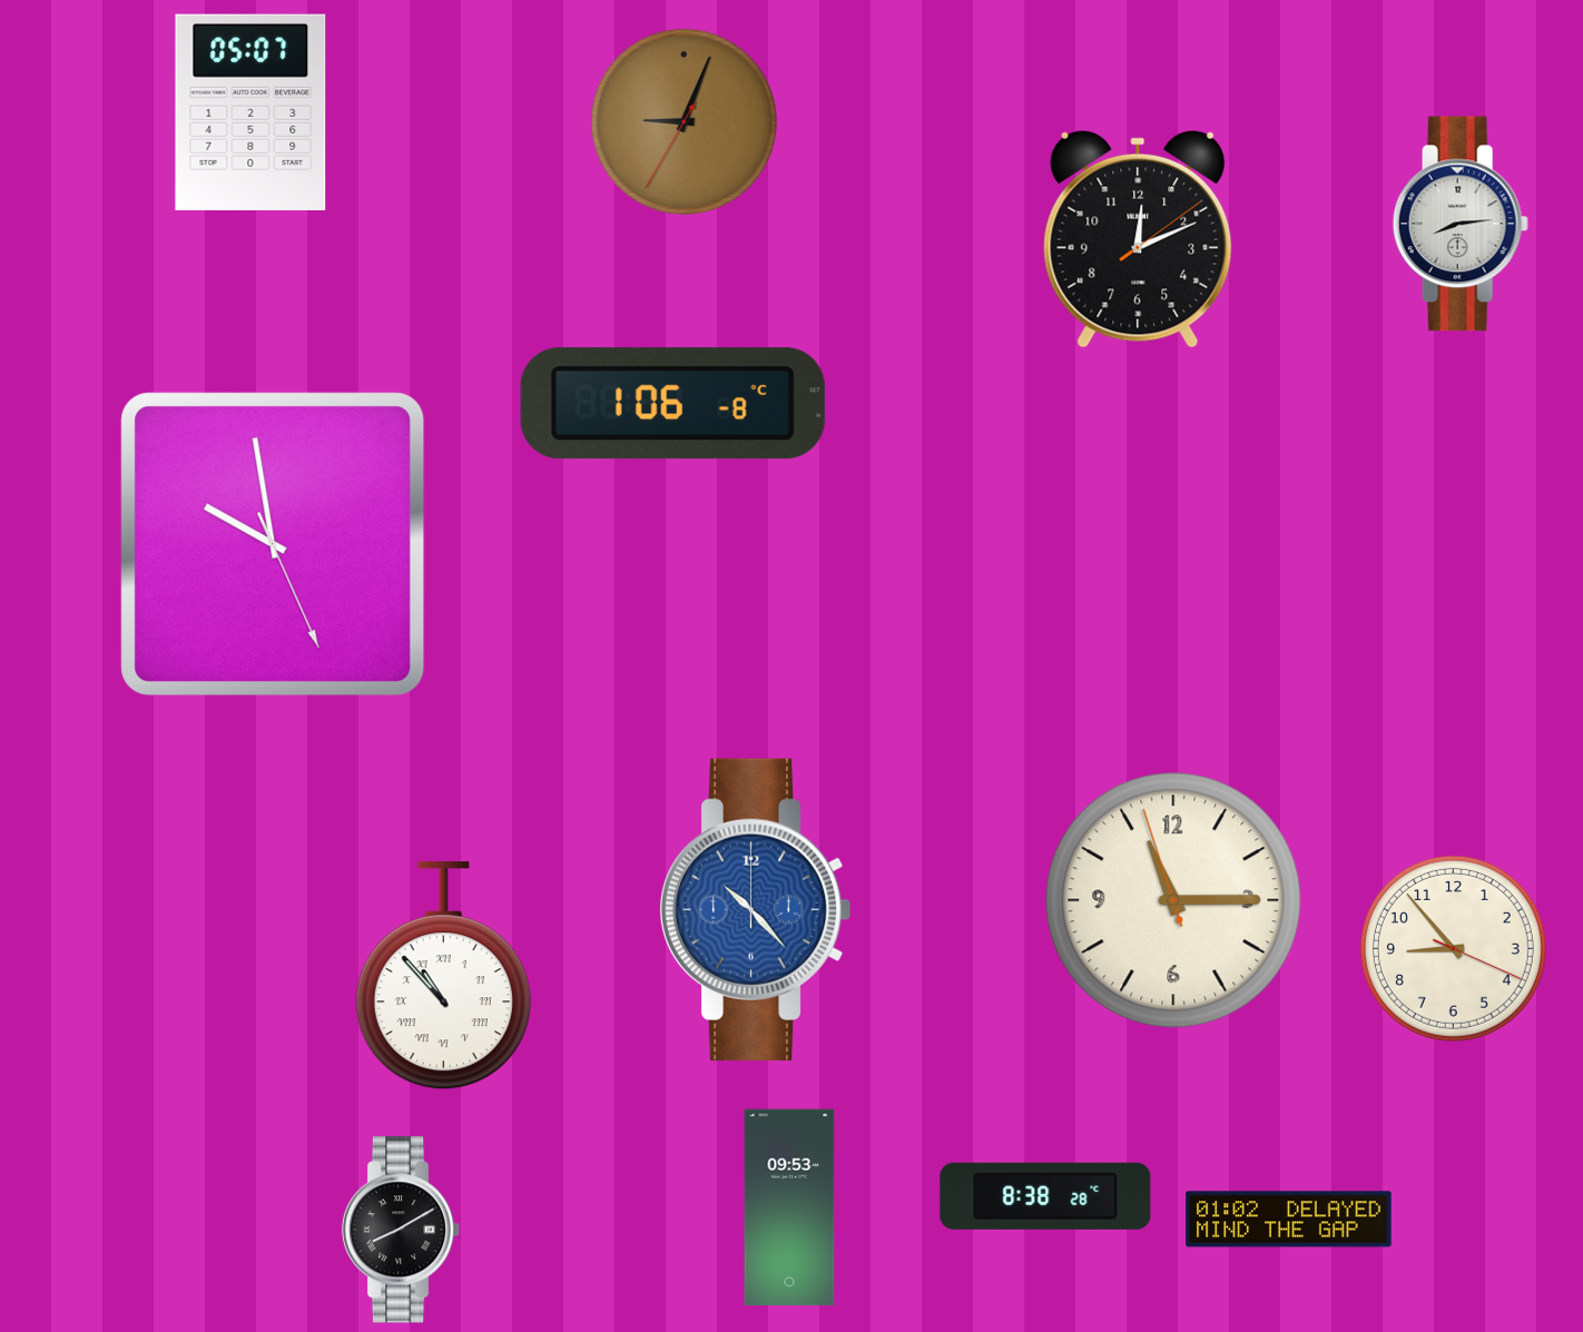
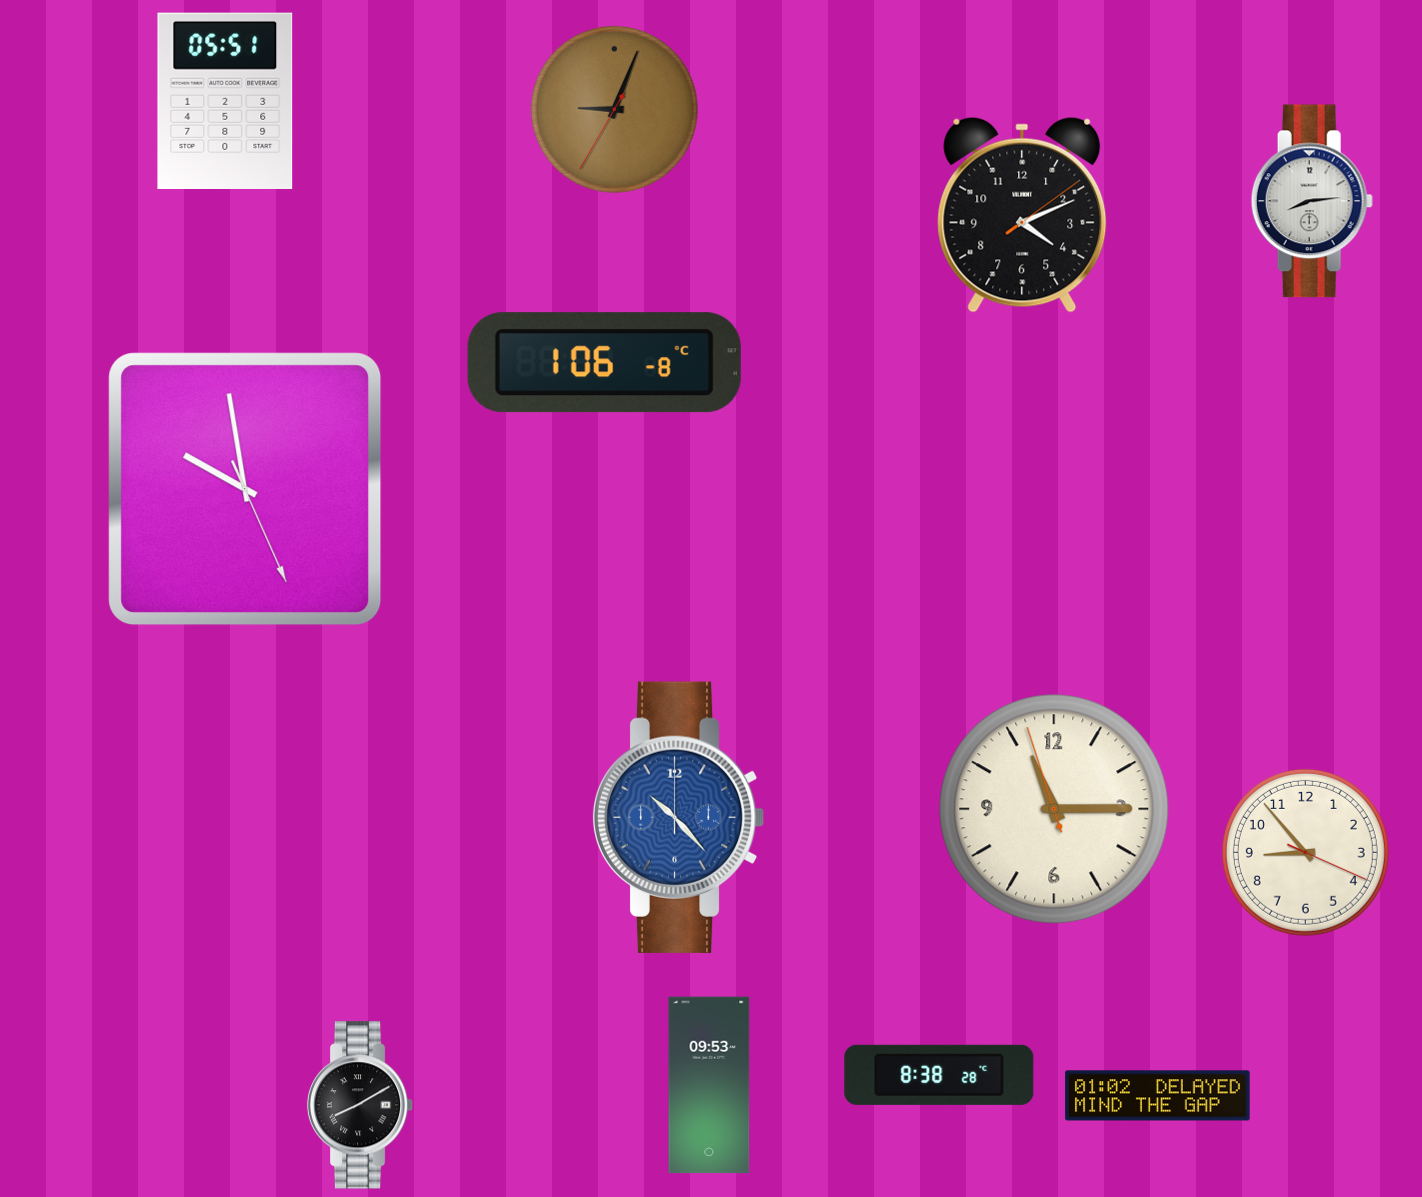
clock at (250, 111): 05:07 -> 05:51
clock at (1138, 239): 12:11 -> 4:11
clock at (443, 976): 10:53 -> none
